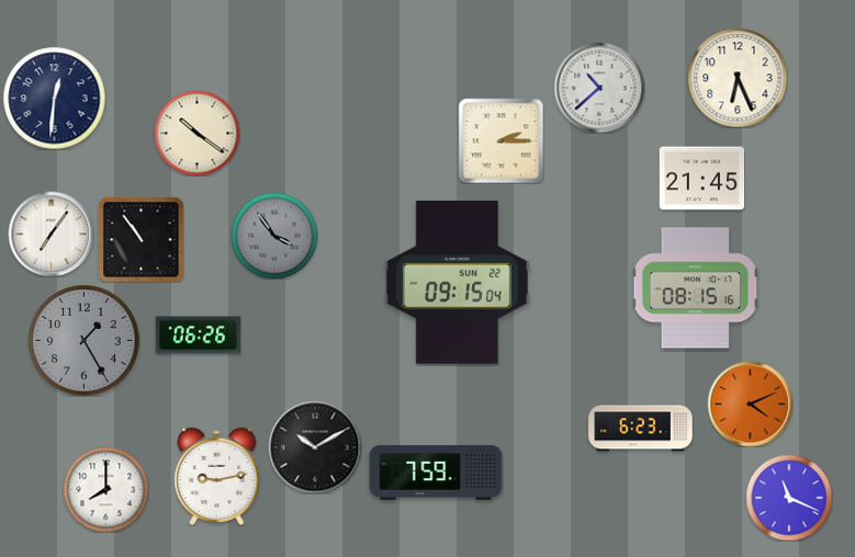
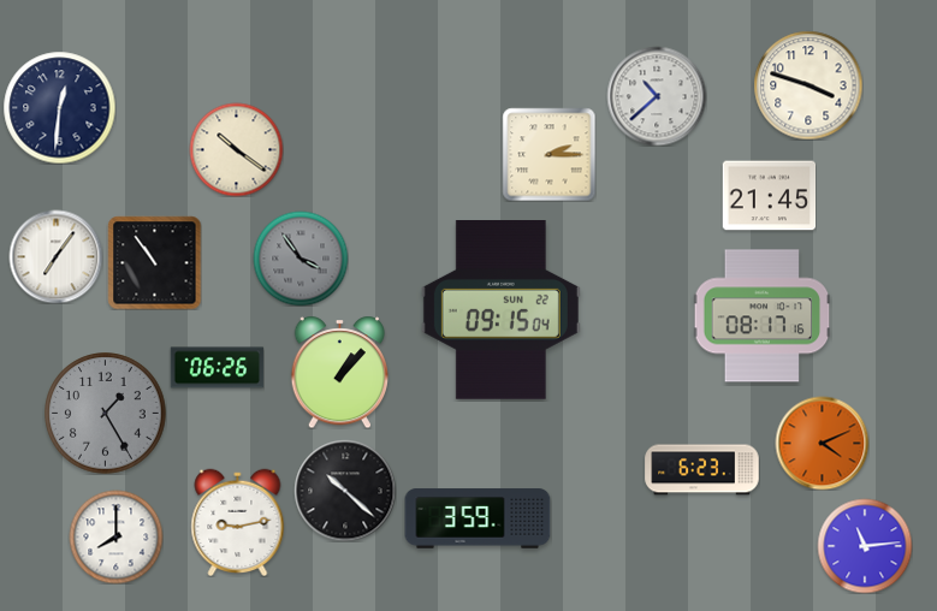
clock at (738, 78): 6:26 -> 3:48
clock at (196, 133) position: (196, 133) -> (236, 149)
clock at (695, 288): 08:15 -> 08:17
clock at (340, 372): none -> 1:07
clock at (85, 341) position: (85, 341) -> (106, 414)
clock at (315, 447): 10:10 -> 10:22
clock at (436, 473): 7:59 -> 3:59
clock at (789, 498): 11:19 -> 11:14
